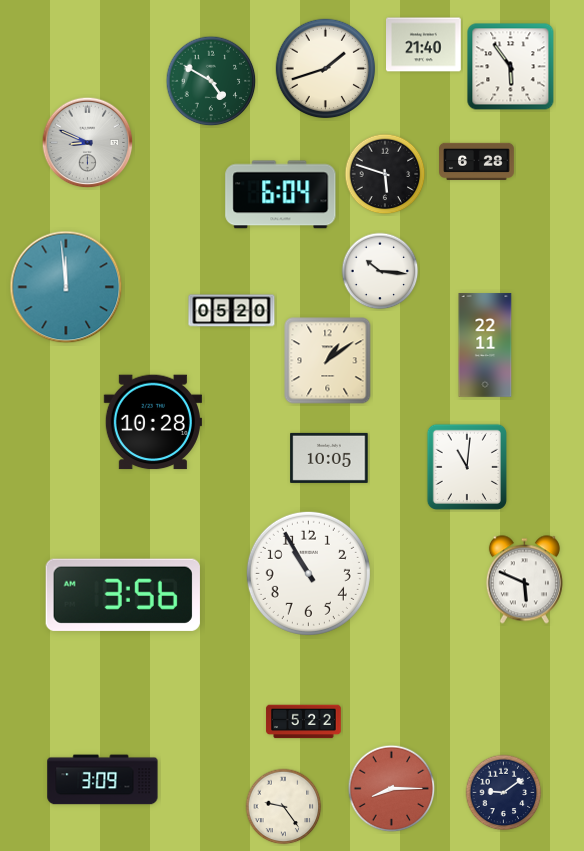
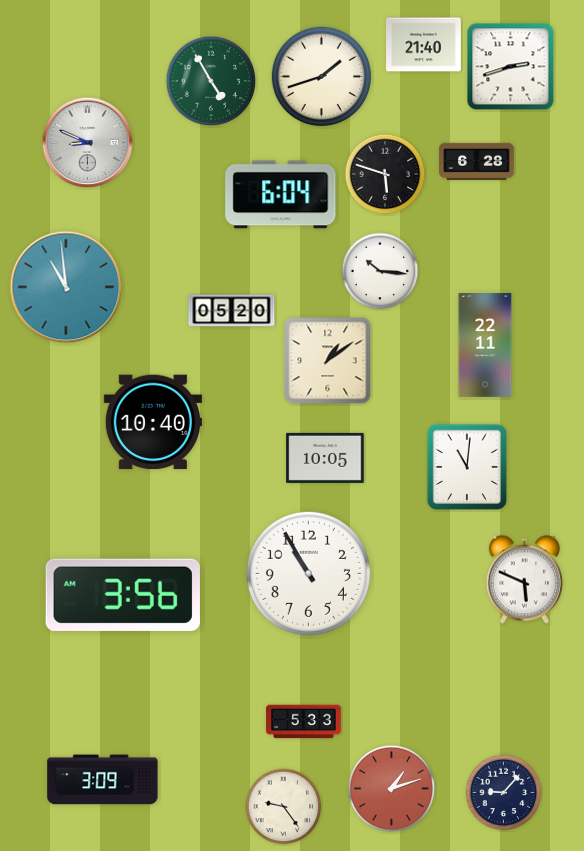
clock at (511, 67): 5:54 -> 2:42
clock at (326, 69) position: (326, 69) -> (322, 77)
clock at (211, 81): 4:50 -> 4:55
clock at (66, 287): 11:59 -> 10:59
clock at (153, 422): 10:28 -> 10:40
clock at (329, 458) position: (329, 458) -> (325, 458)
clock at (304, 722): 5:22 -> 5:33
clock at (392, 789): 8:15 -> 1:12
clock at (504, 793): 9:09 -> 9:07
